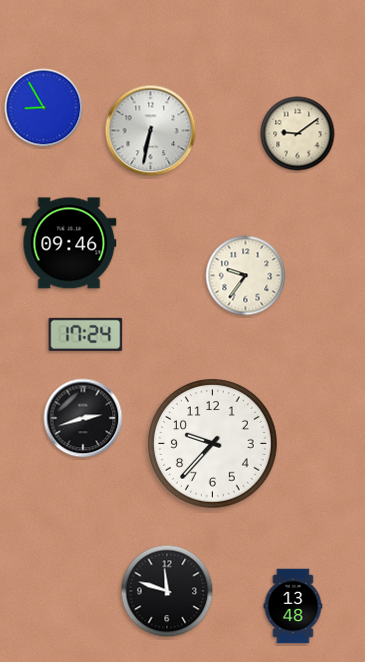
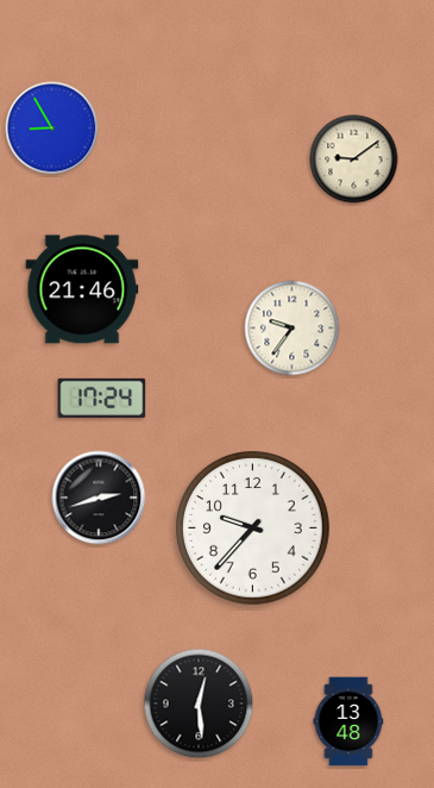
clock at (151, 131): 6:32 -> none
clock at (69, 243): 09:46 -> 21:46
clock at (167, 591): 11:48 -> 12:29
